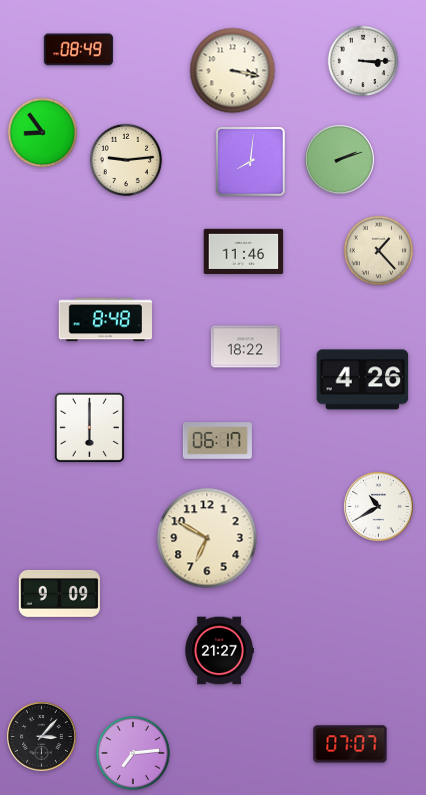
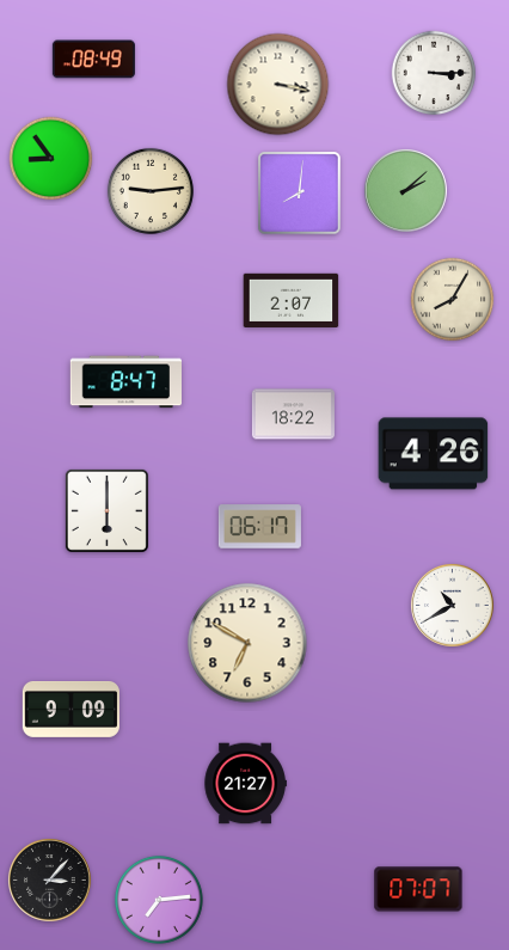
clock at (339, 159): 2:12 -> 2:08
clock at (244, 251): 11:46 -> 2:07
clock at (379, 251): 1:23 -> 8:05
clock at (105, 320): 8:48 -> 8:47
clock at (219, 651) position: (219, 651) -> (245, 784)
